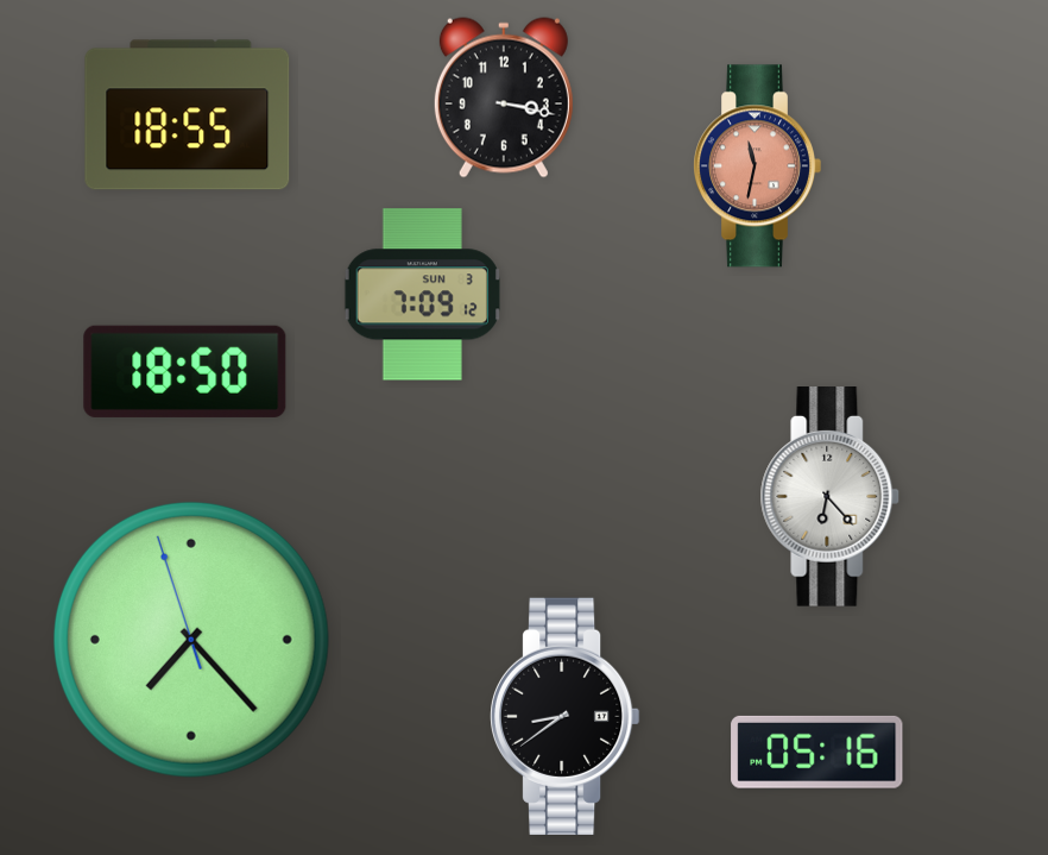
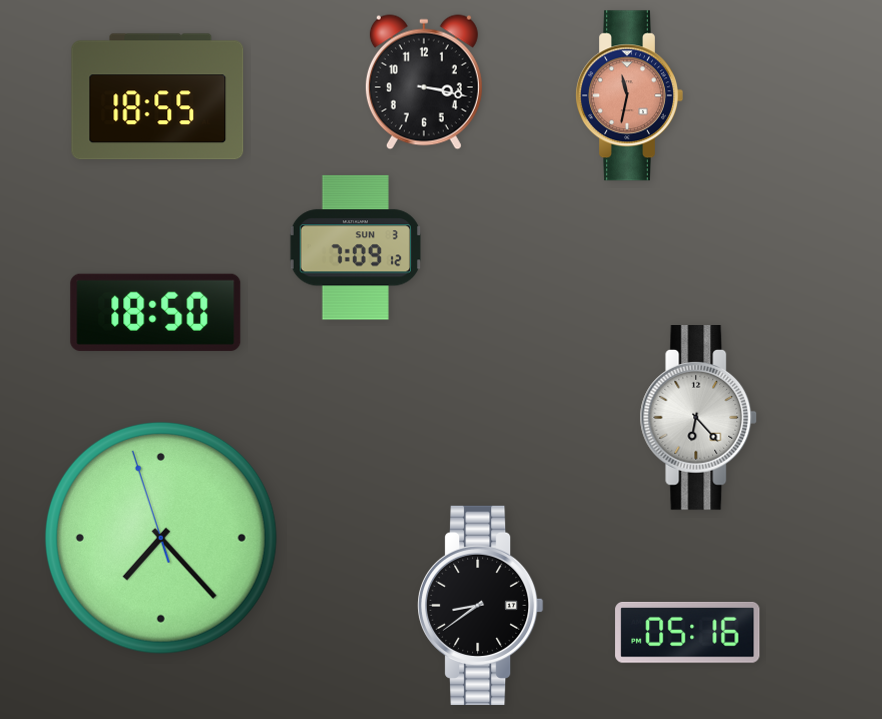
clock at (757, 166) position: (757, 166) -> (629, 96)
clock at (566, 716) position: (566, 716) -> (481, 605)
